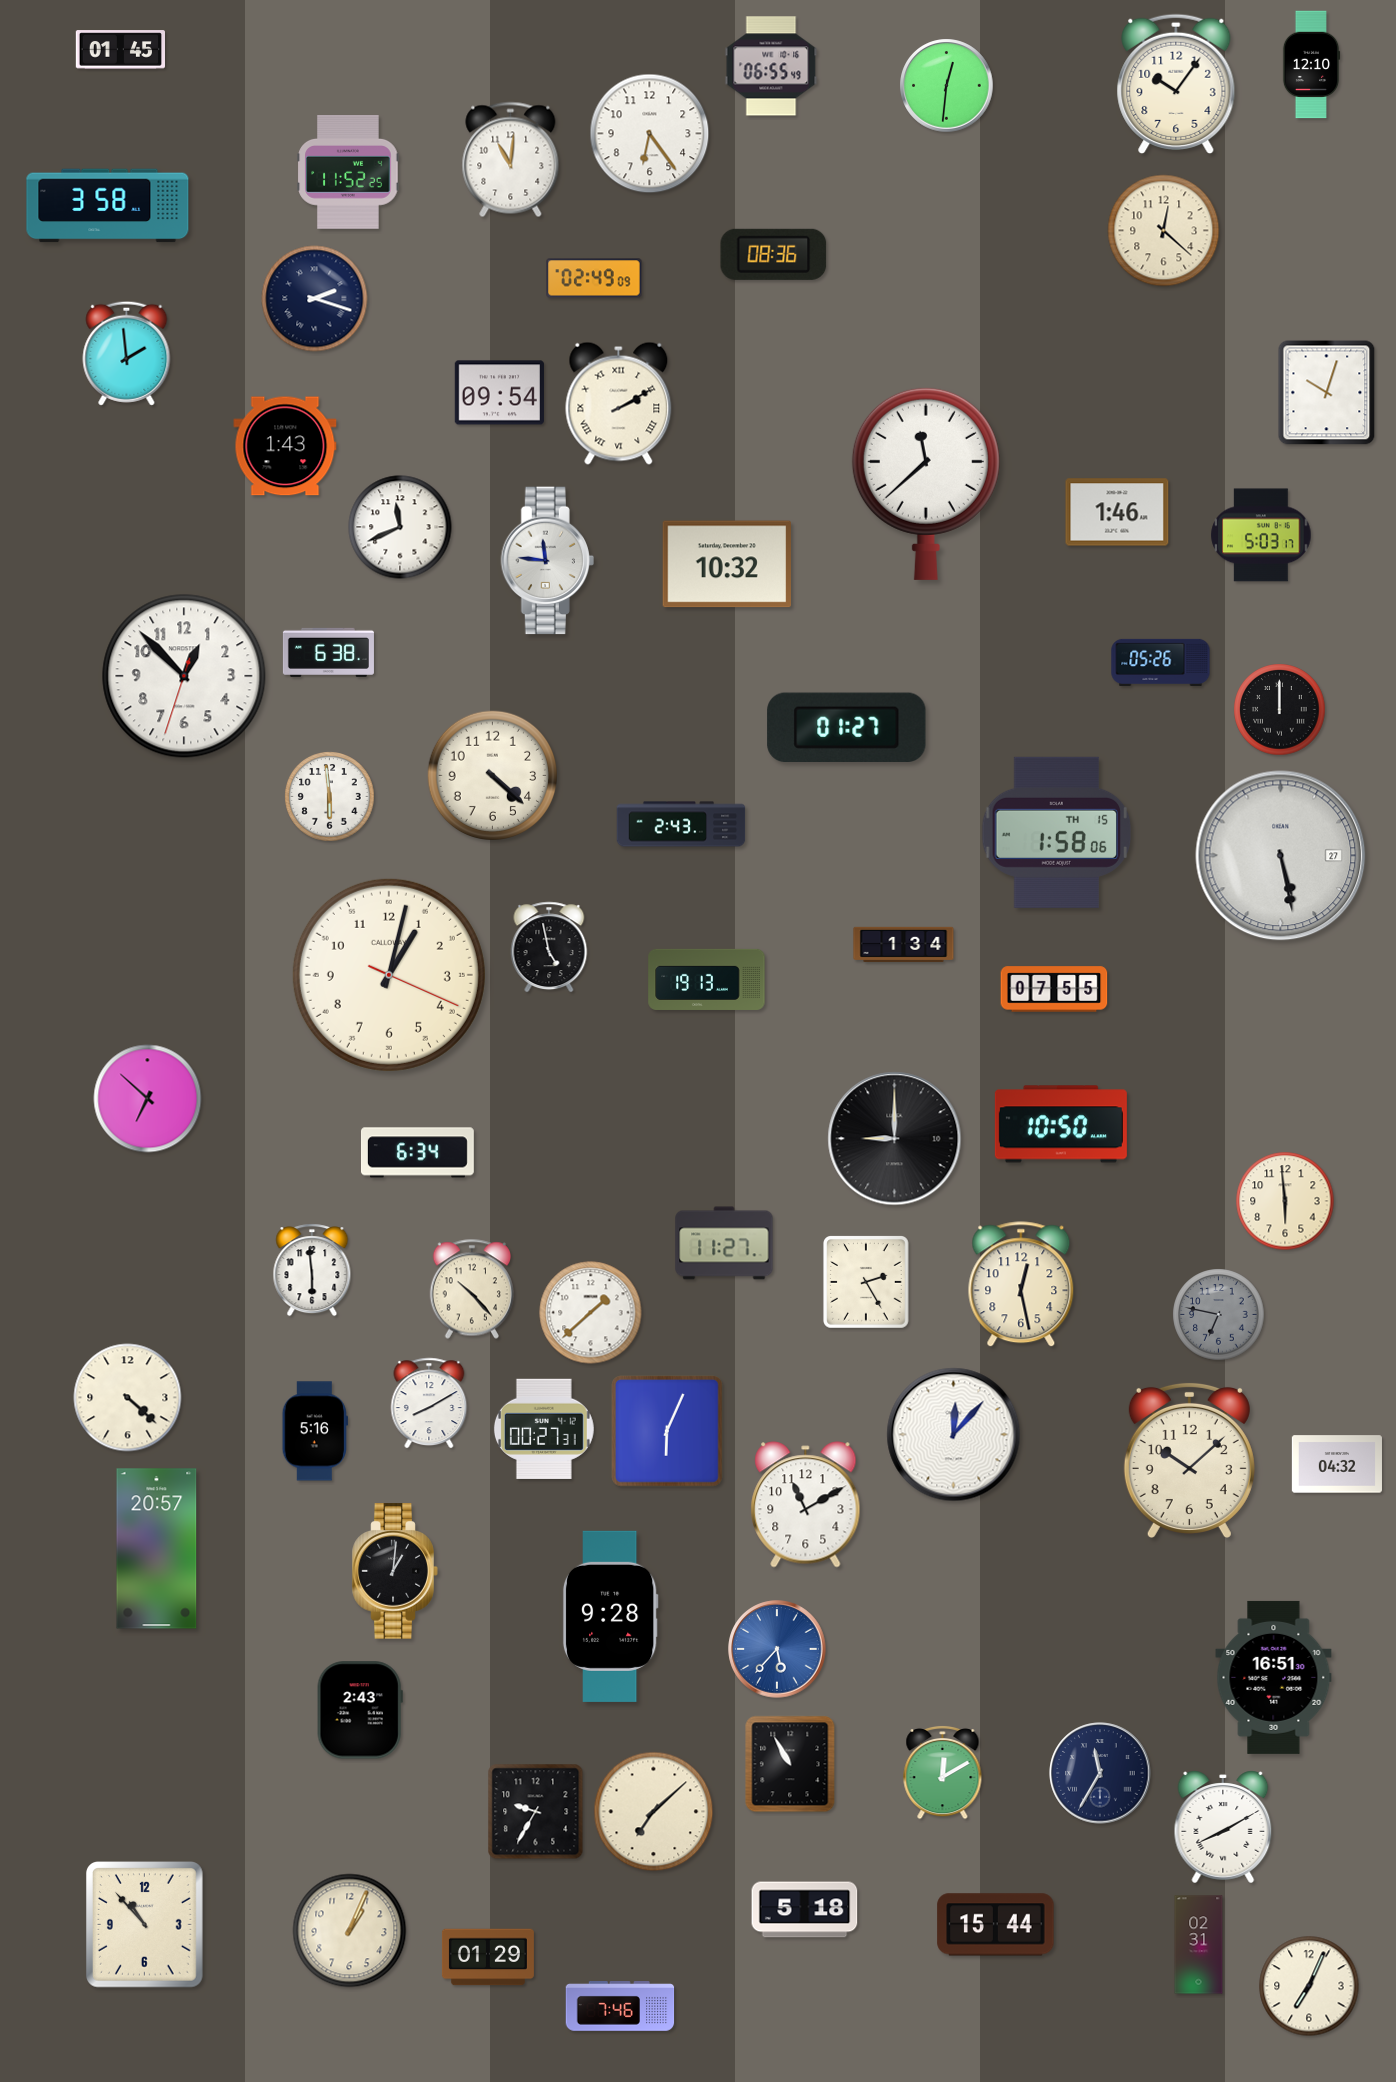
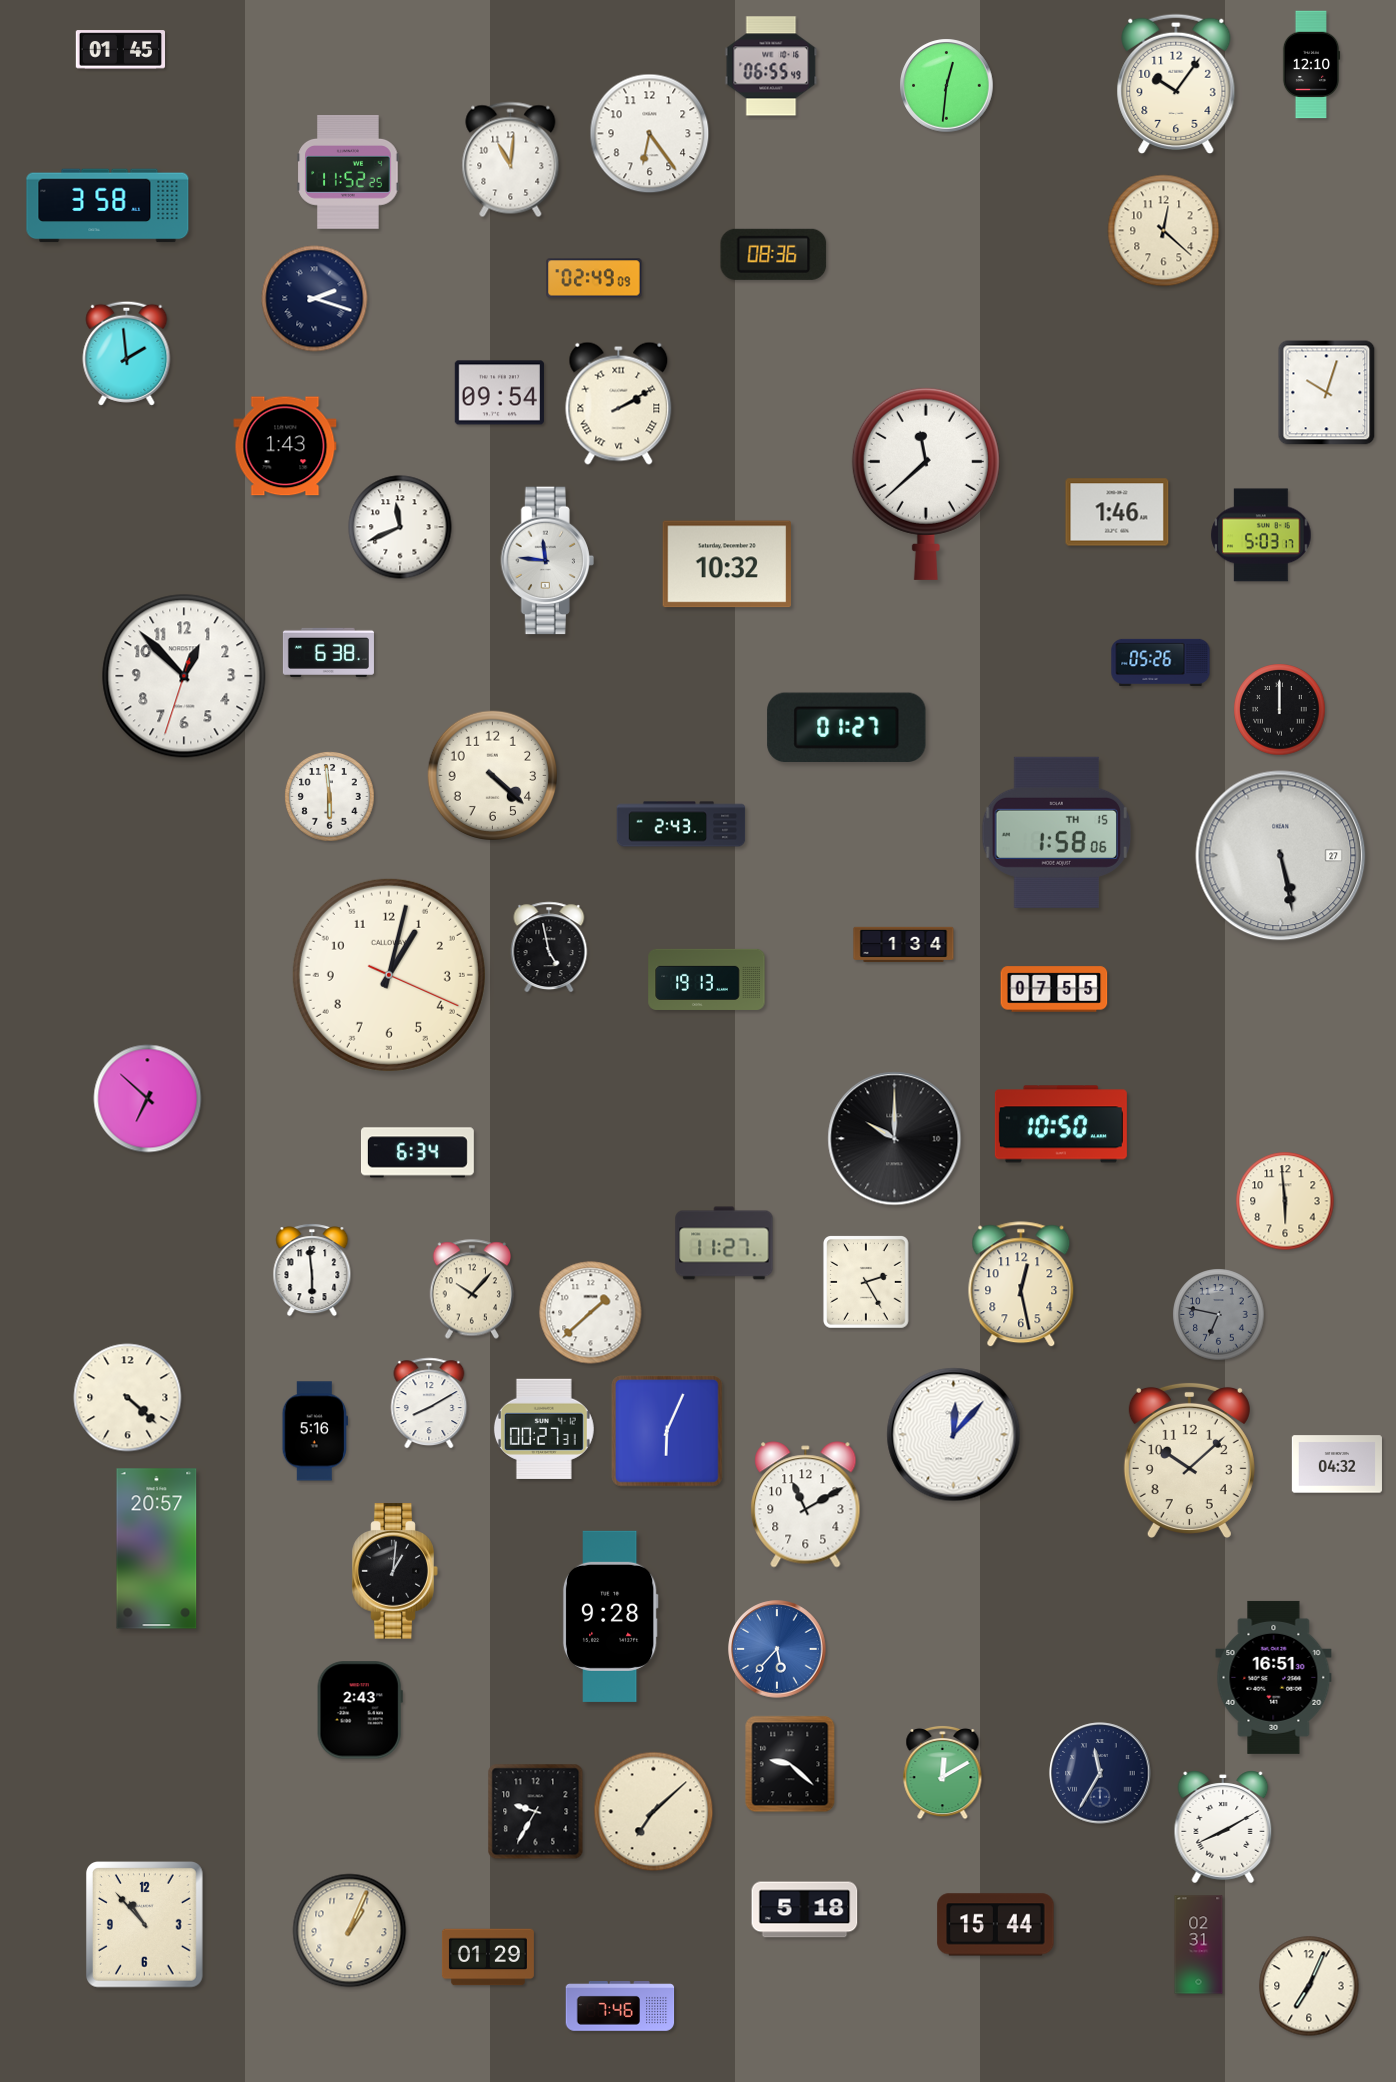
clock at (895, 1139): 9:00 -> 10:00
clock at (471, 1289): 10:23 -> 10:07
clock at (790, 1764): 10:55 -> 9:22
